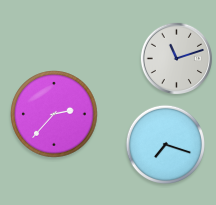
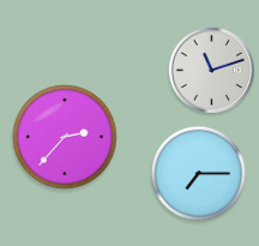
clock at (165, 144): 7:18 -> 7:15
